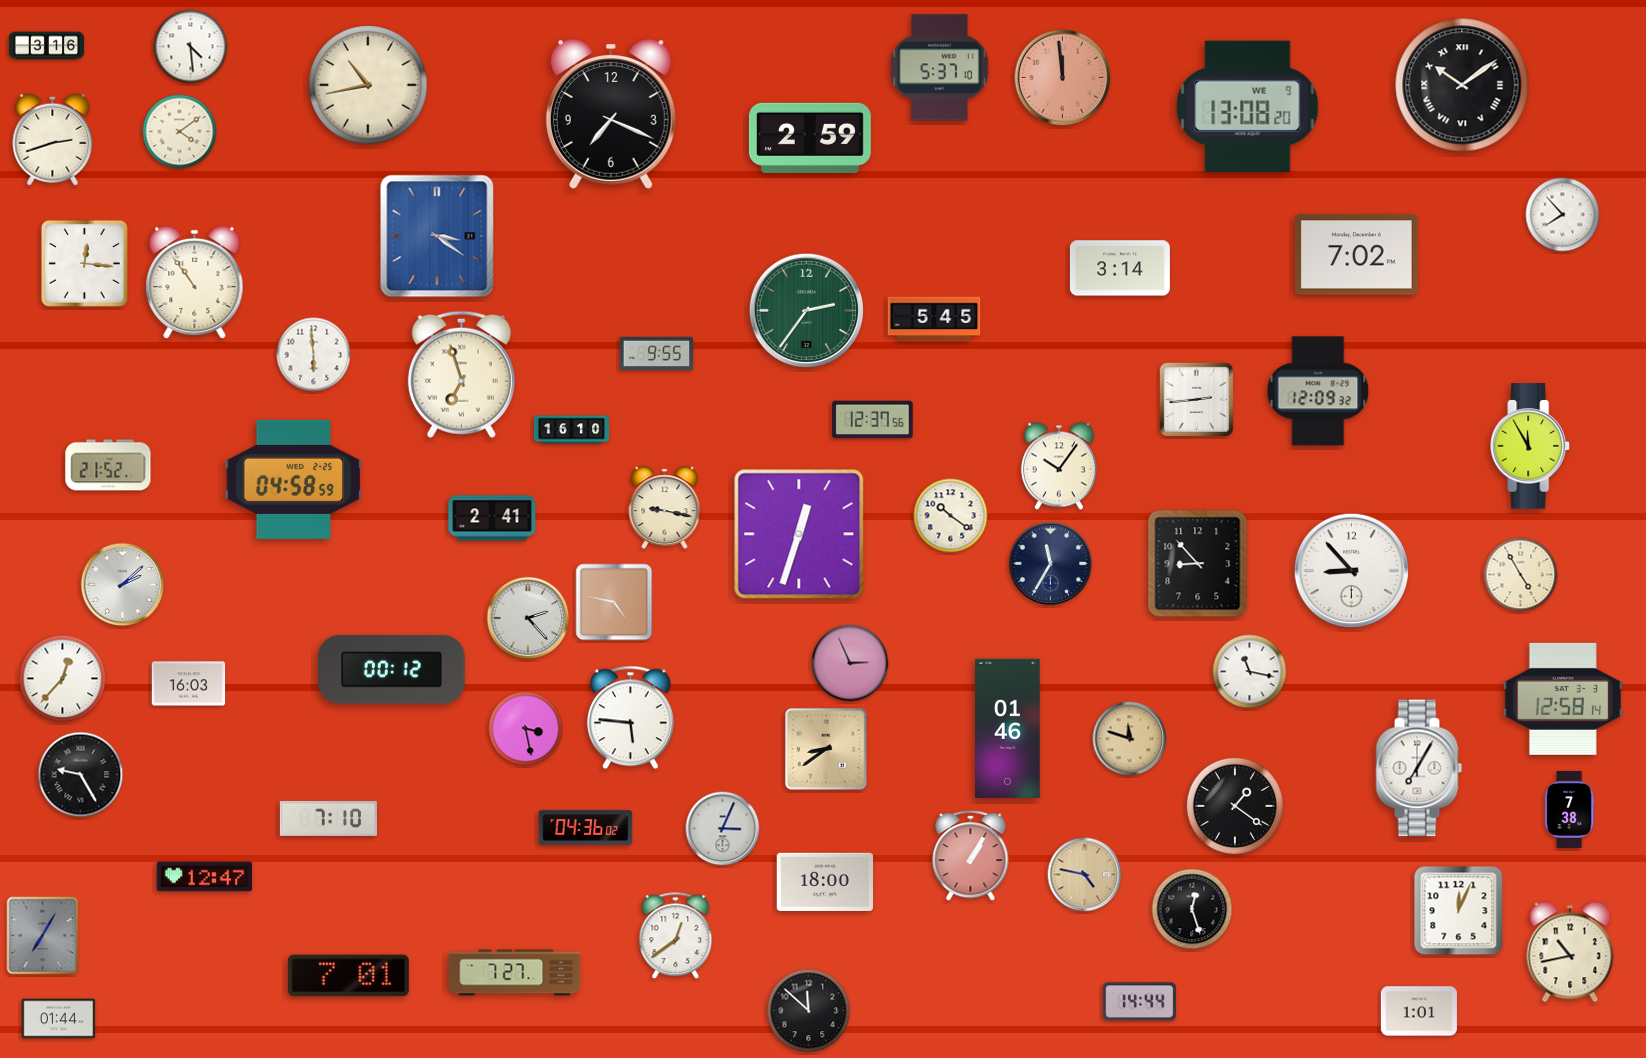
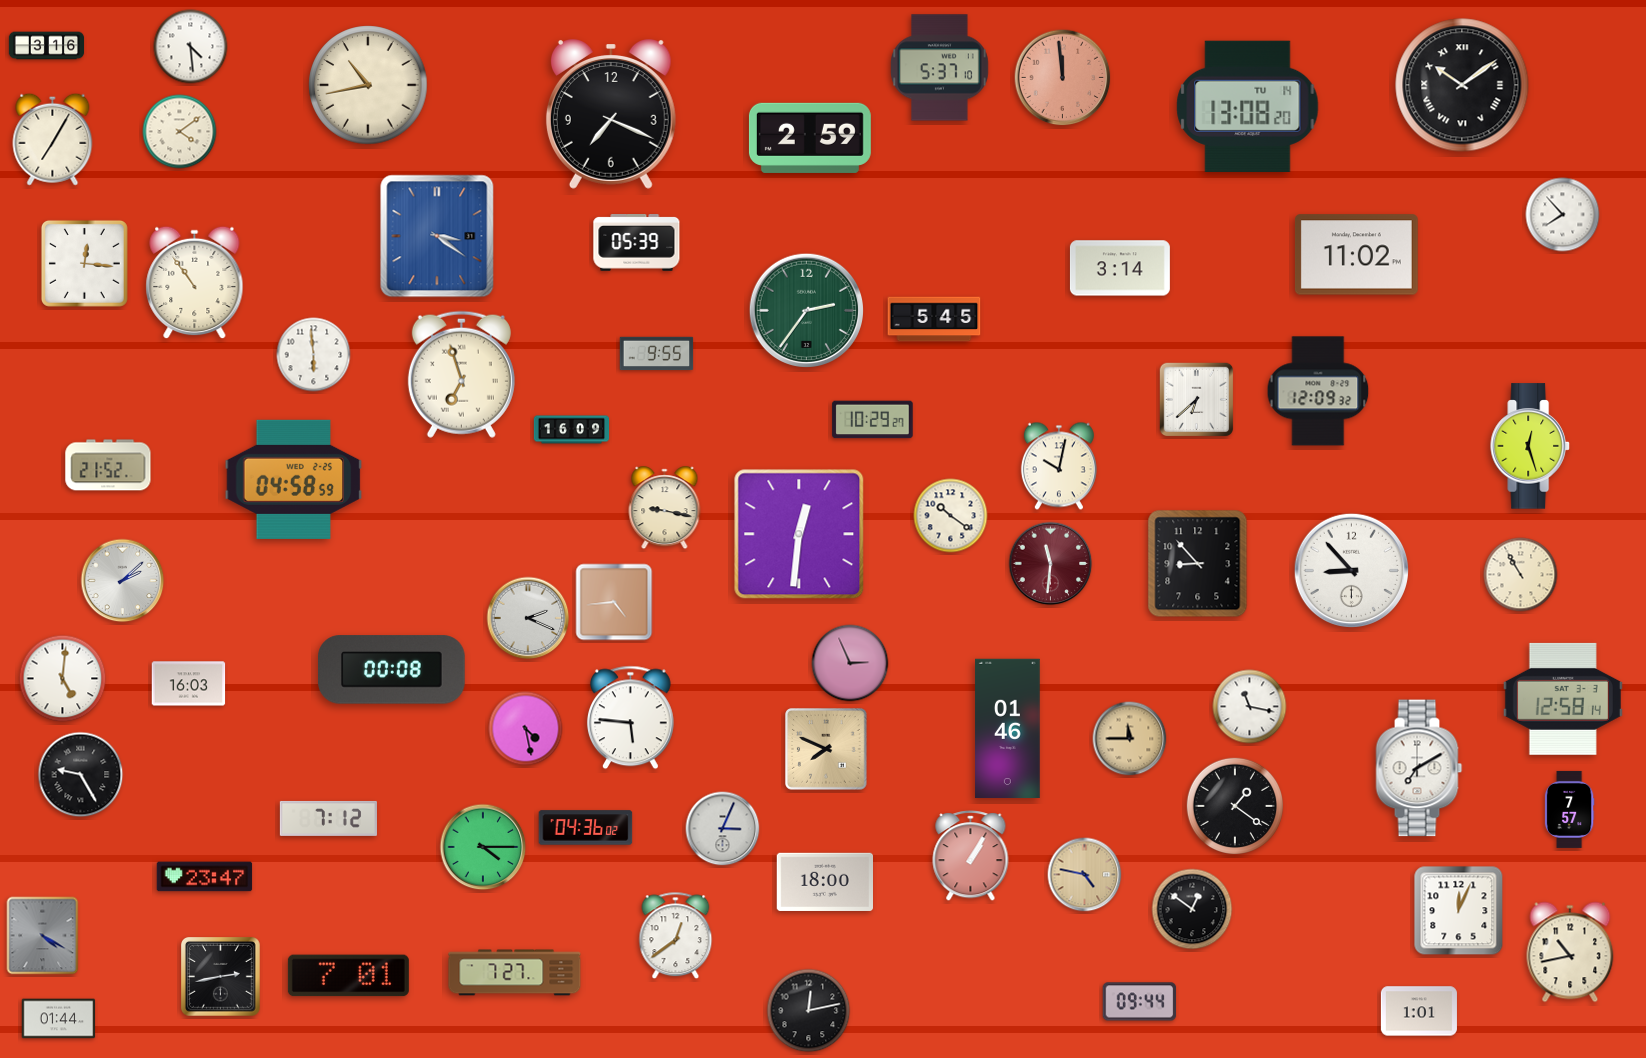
clock at (1248, 106) date: WE 9 -> TU 14
clock at (53, 139): 2:42 -> 7:05
clock at (637, 243): none -> 05:39
clock at (1356, 255): 7:02 -> 11:02
clock at (1197, 400): 2:44 -> 6:38
clock at (873, 420): 12:37 -> 10:29
clock at (572, 430): 16:10 -> 16:09
clock at (1530, 446): 11:55 -> 12:27
clock at (1059, 466): 10:06 -> 10:02
clock at (492, 518): 2:41 -> none
clock at (799, 534): 12:33 -> 12:31
clock at (1051, 564): 11:35 -> 11:31
clock at (1051, 564) dial: navy -> burgundy
clock at (1521, 575): 4:55 -> 10:55
clock at (123, 585) position: (123, 585) -> (123, 581)
clock at (614, 602): 4:47 -> 4:44
clock at (528, 618): 2:23 -> 2:19
clock at (392, 670): 00:12 -> 00:08
clock at (1250, 672) position: (1250, 672) -> (1250, 707)
clock at (63, 679): 12:37 -> 5:01
clock at (526, 729): 3:28 -> 4:28
clock at (1130, 739): 11:48 -> 11:45
clock at (826, 749): 8:39 -> 7:49
clock at (1419, 768): 7:05 -> 7:10
clock at (1569, 809): 7:38 -> 7:57
clock at (328, 818): 7:10 -> 7:12
clock at (483, 847): none -> 4:15
clock at (205, 877): 12:47 -> 23:47
clock at (1192, 909): 12:27 -> 12:51
clock at (43, 936): 7:05 -> 4:20
clock at (221, 977): none -> 2:43
clock at (1140, 1002): 14:44 -> 09:44
clock at (809, 1011): 11:52 -> 12:13
